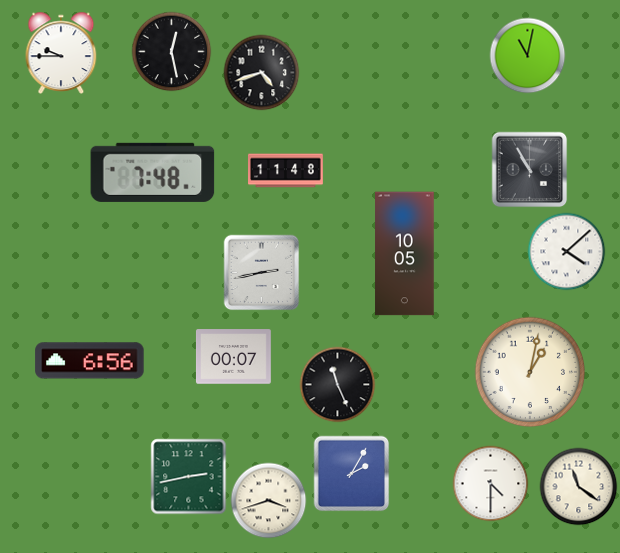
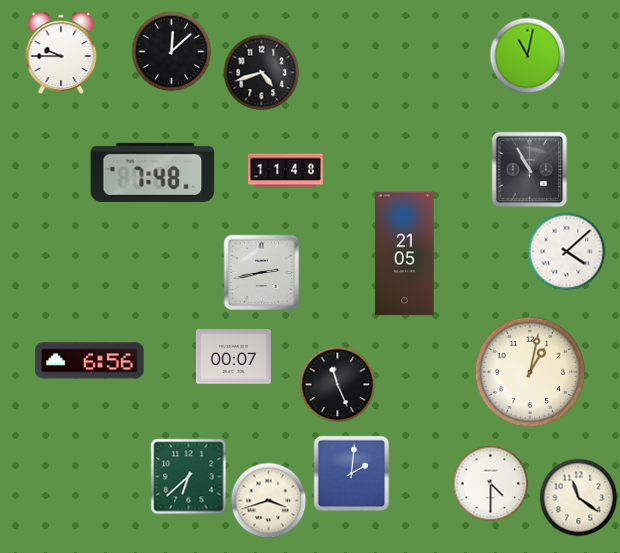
clock at (172, 52): 12:28 -> 12:08
clock at (405, 254): 10:05 -> 21:05
clock at (352, 474): 2:05 -> 2:01
clock at (189, 477): 2:43 -> 6:38
clock at (579, 487) position: (579, 487) -> (579, 498)
